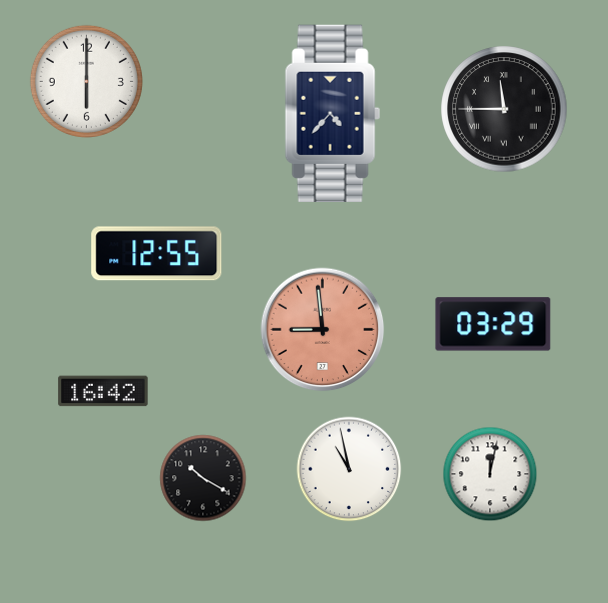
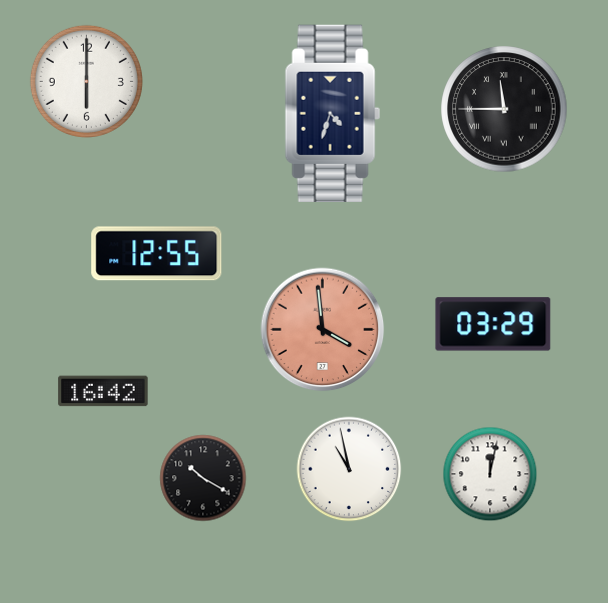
clock at (332, 113): 4:37 -> 4:33
clock at (323, 330): 8:59 -> 3:59
